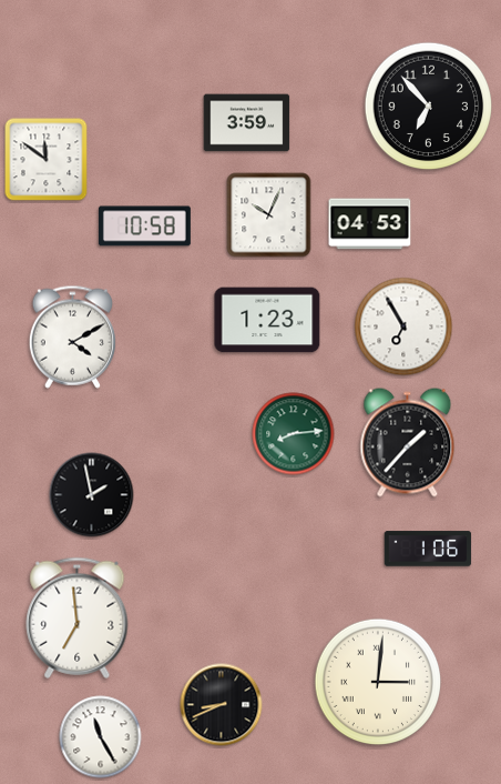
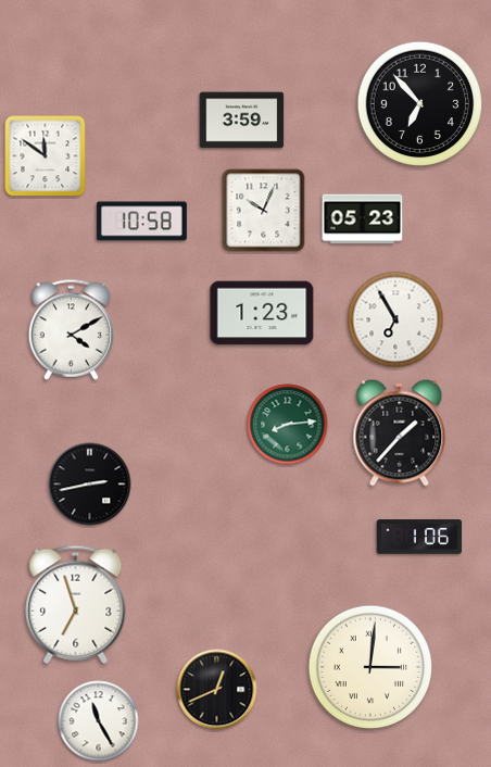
clock at (370, 224): 04:53 -> 05:23
clock at (92, 495): 1:58 -> 2:43
clock at (78, 617): 6:59 -> 6:57
clock at (222, 705): 8:41 -> 12:41
